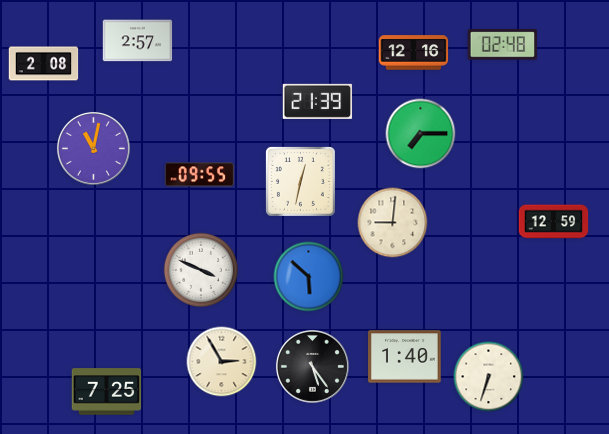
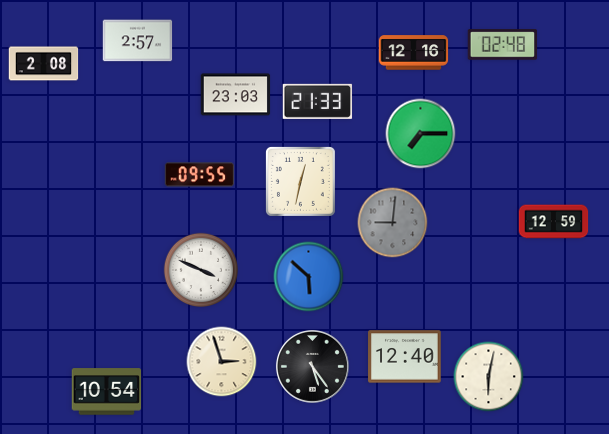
clock at (236, 95): none -> 23:03
clock at (318, 101): 21:39 -> 21:33
clock at (93, 148): 11:02 -> none
clock at (393, 223) dial: cream -> grey
clock at (405, 357): 1:40 -> 12:40
clock at (222, 362): 2:55 -> 2:57
clock at (489, 377): 6:33 -> 6:02
clock at (107, 392): 7:25 -> 10:54
